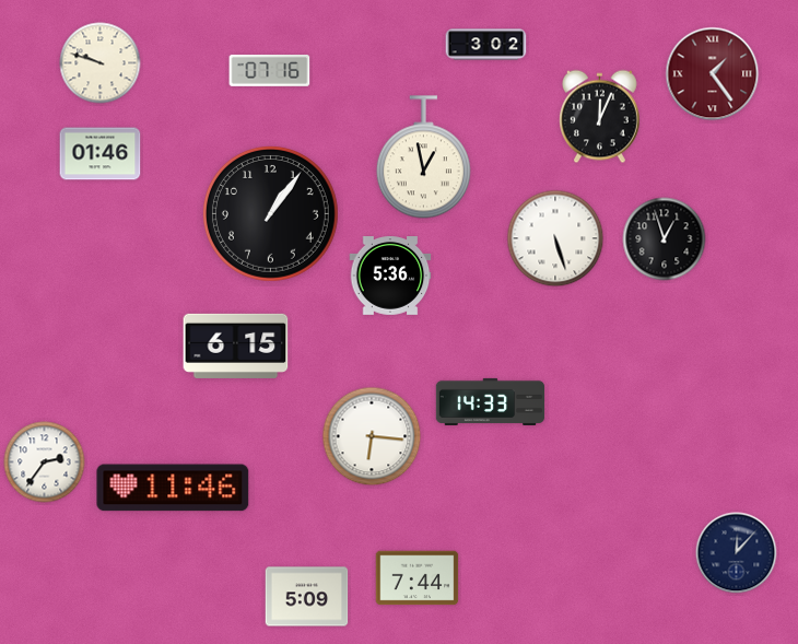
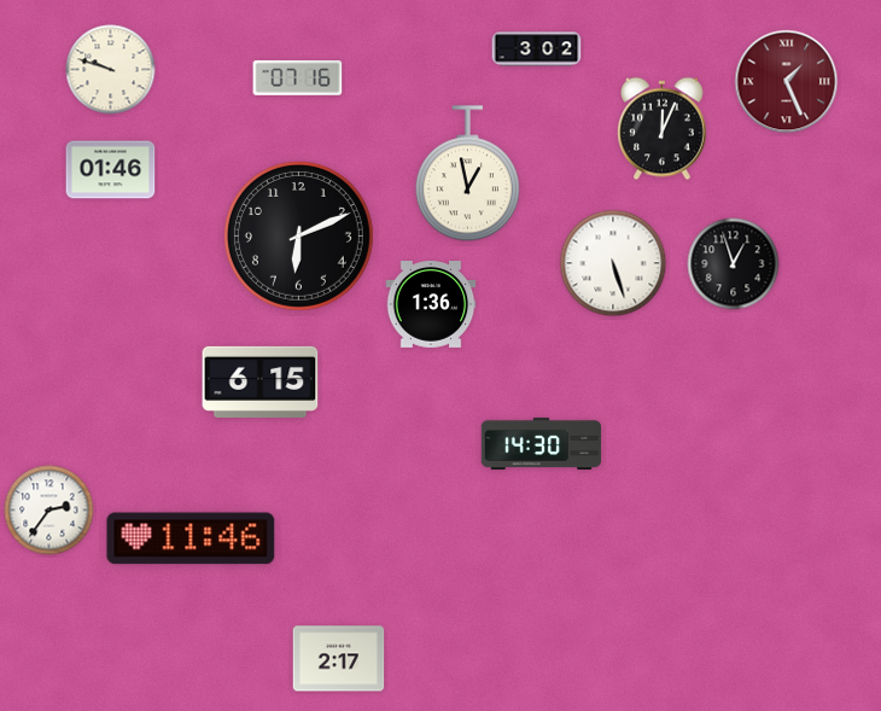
clock at (713, 74): 1:24 -> 1:26
clock at (270, 213): 1:06 -> 6:11
clock at (390, 277): 5:36 -> 1:36
clock at (491, 401): 14:33 -> 14:30
clock at (372, 436): 6:16 -> none
clock at (737, 553): 12:07 -> none
clock at (418, 578): 7:44 -> none
clock at (307, 597): 5:09 -> 2:17
